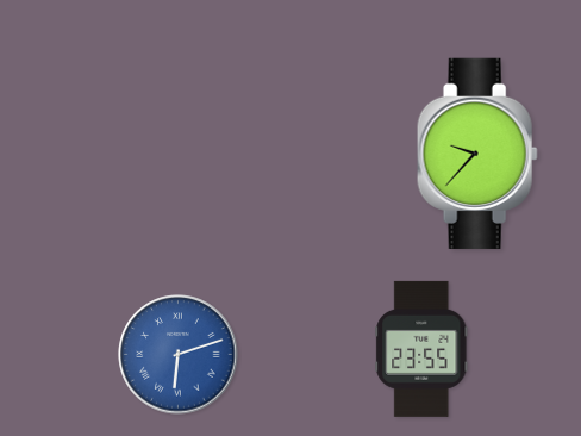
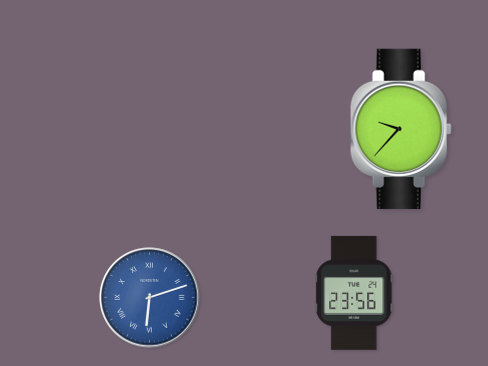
clock at (421, 349): 23:55 -> 23:56
